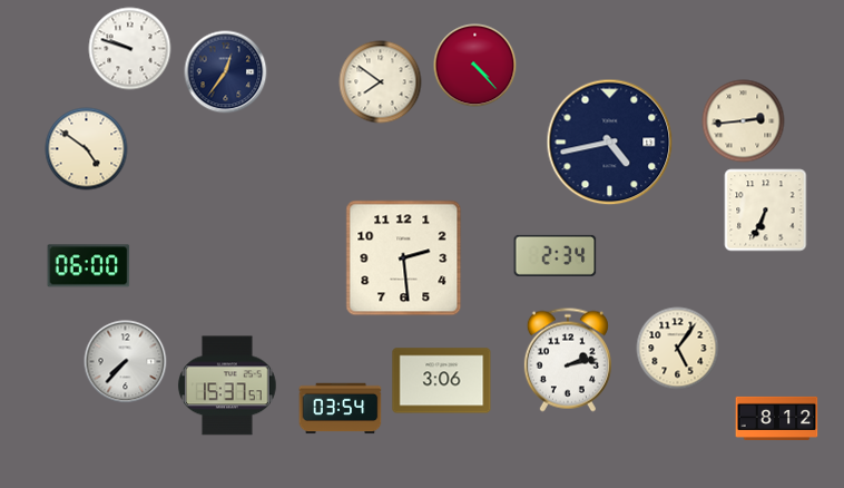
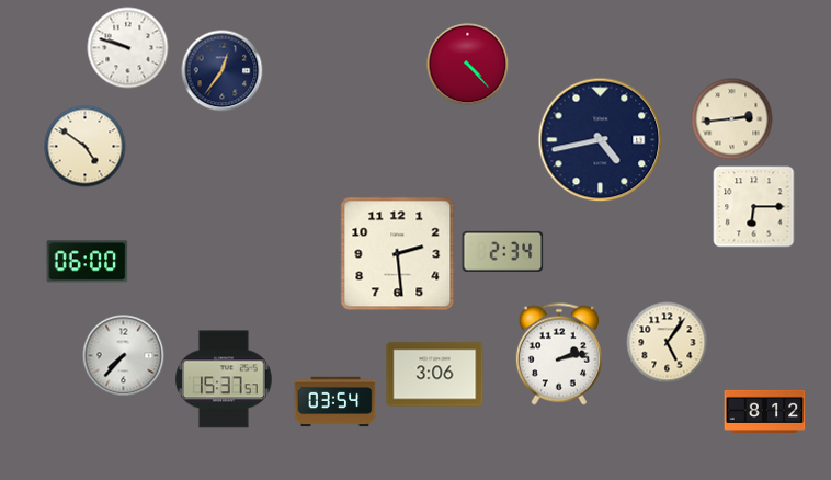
clock at (381, 82): 7:51 -> none
clock at (766, 211): 6:34 -> 6:15
clock at (556, 255) position: (556, 255) -> (503, 251)
